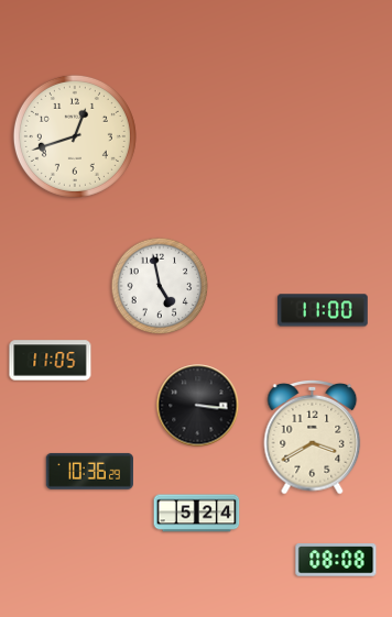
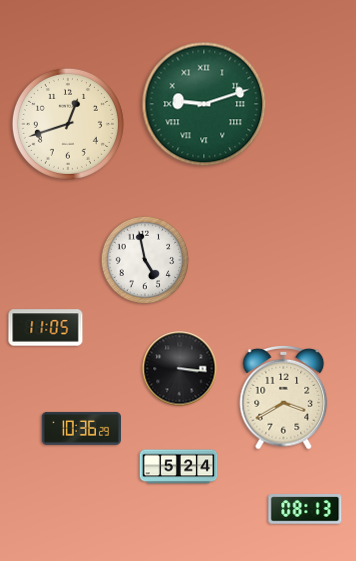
clock at (204, 104): none -> 9:12
clock at (323, 310): 11:00 -> none
clock at (336, 560): 08:08 -> 08:13
